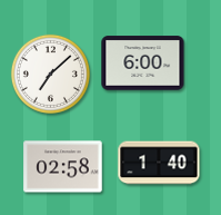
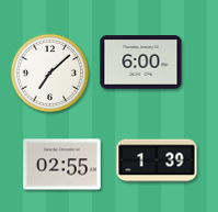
clock at (159, 163): 1:40 -> 1:39
clock at (63, 167): 02:58 -> 02:55
